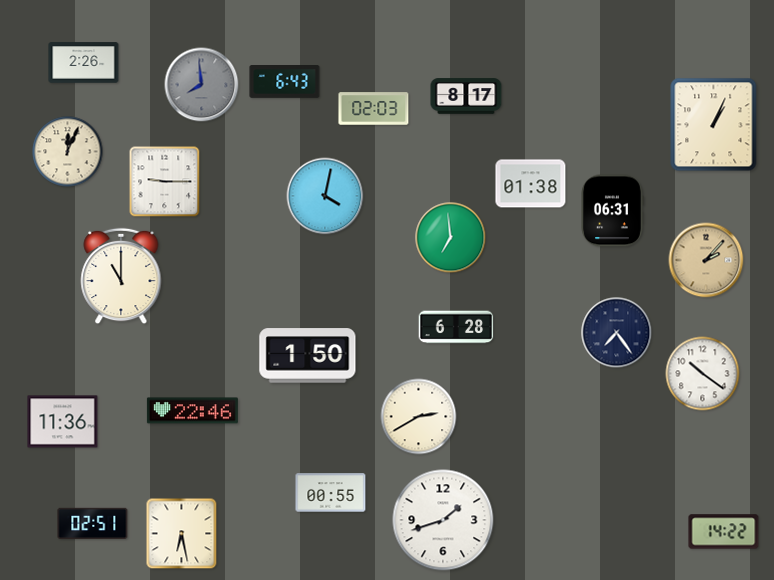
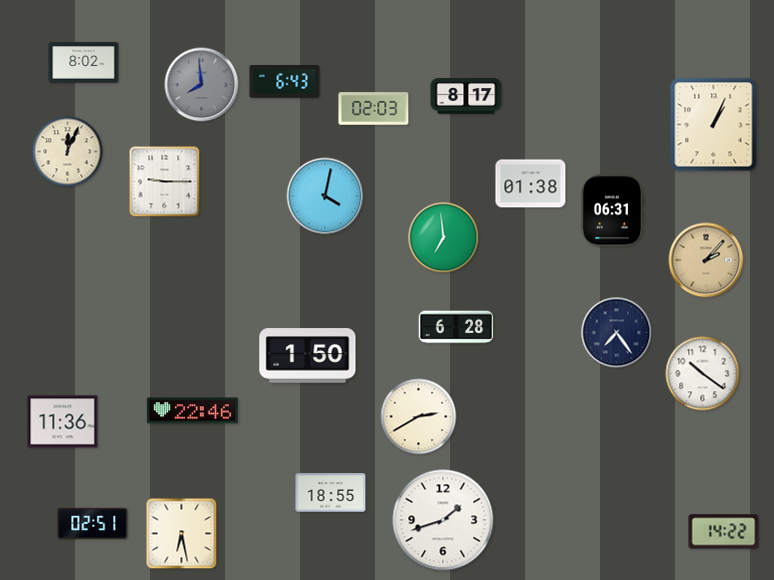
clock at (84, 63): 2:26 -> 8:02
clock at (451, 238) position: (451, 238) -> (444, 238)
clock at (121, 276): 11:00 -> none
clock at (331, 493): 00:55 -> 18:55
